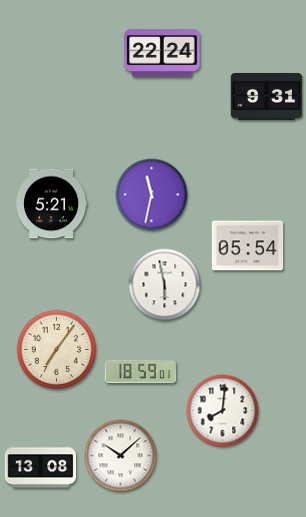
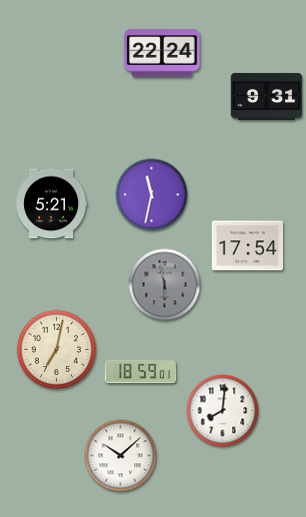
clock at (248, 246): 05:54 -> 17:54
clock at (165, 285) dial: white -> grey
clock at (57, 350): 7:06 -> 7:02
clock at (41, 468): 13:08 -> none
